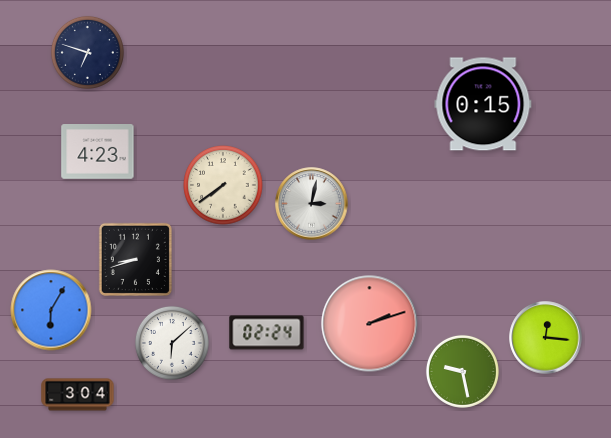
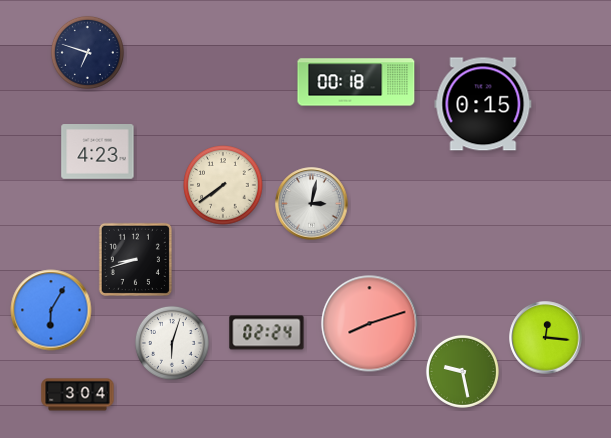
clock at (356, 82): none -> 00:18
clock at (370, 324): 2:12 -> 8:12
clock at (172, 343): 6:08 -> 6:03
